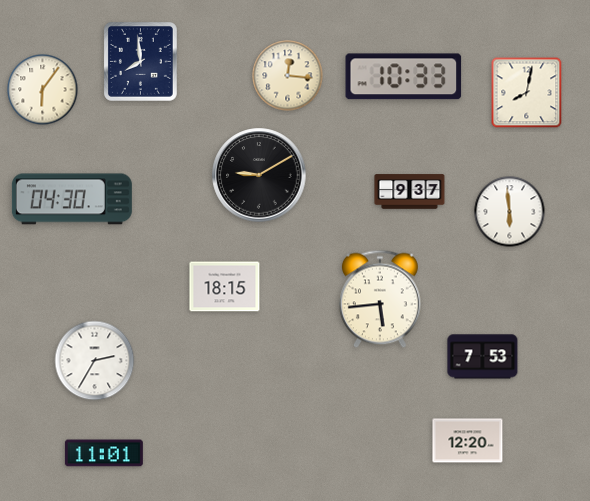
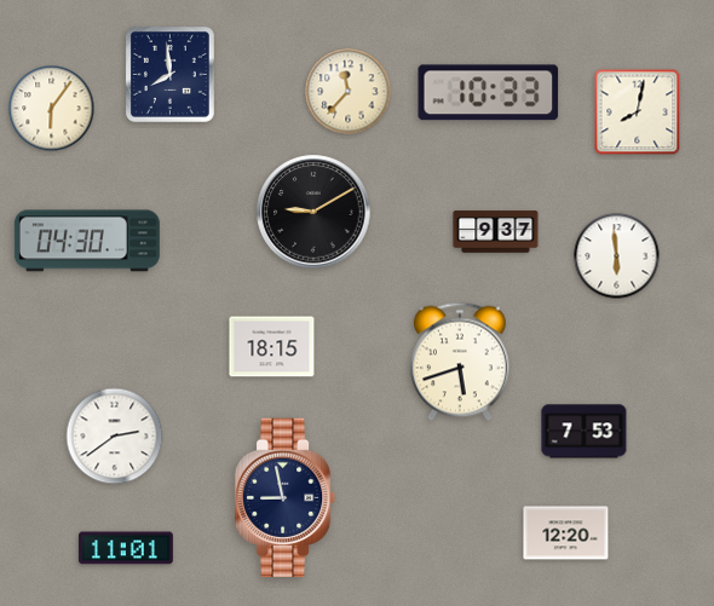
clock at (288, 76): 12:16 -> 11:37
clock at (380, 299): 5:44 -> 5:42
clock at (95, 361): 2:35 -> 2:39
clock at (287, 497): none -> 8:58
